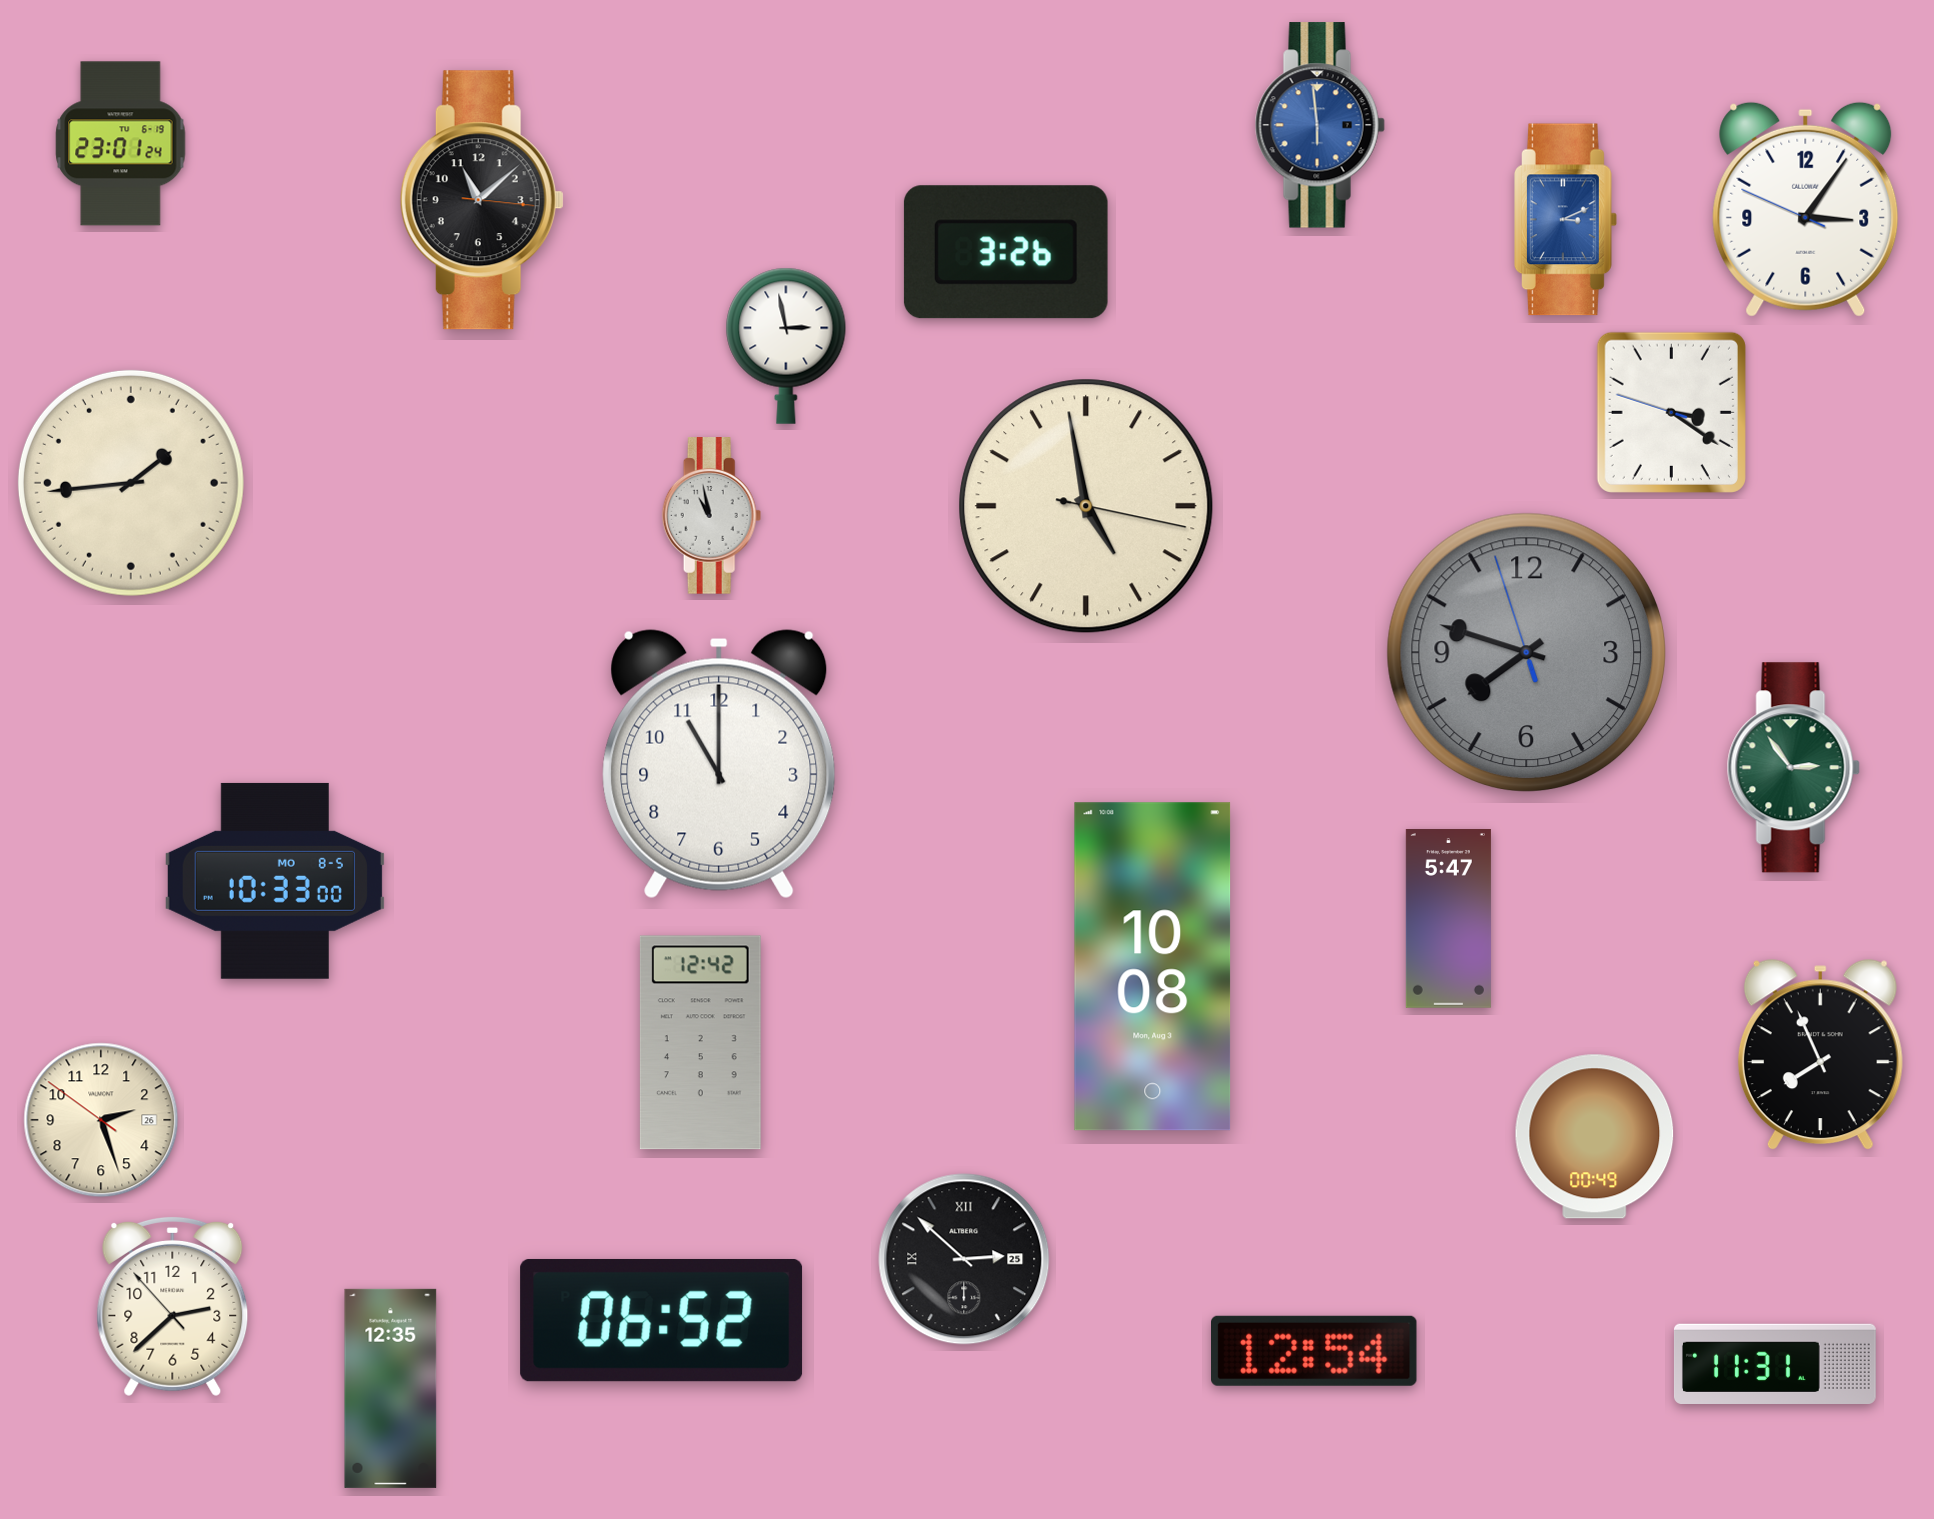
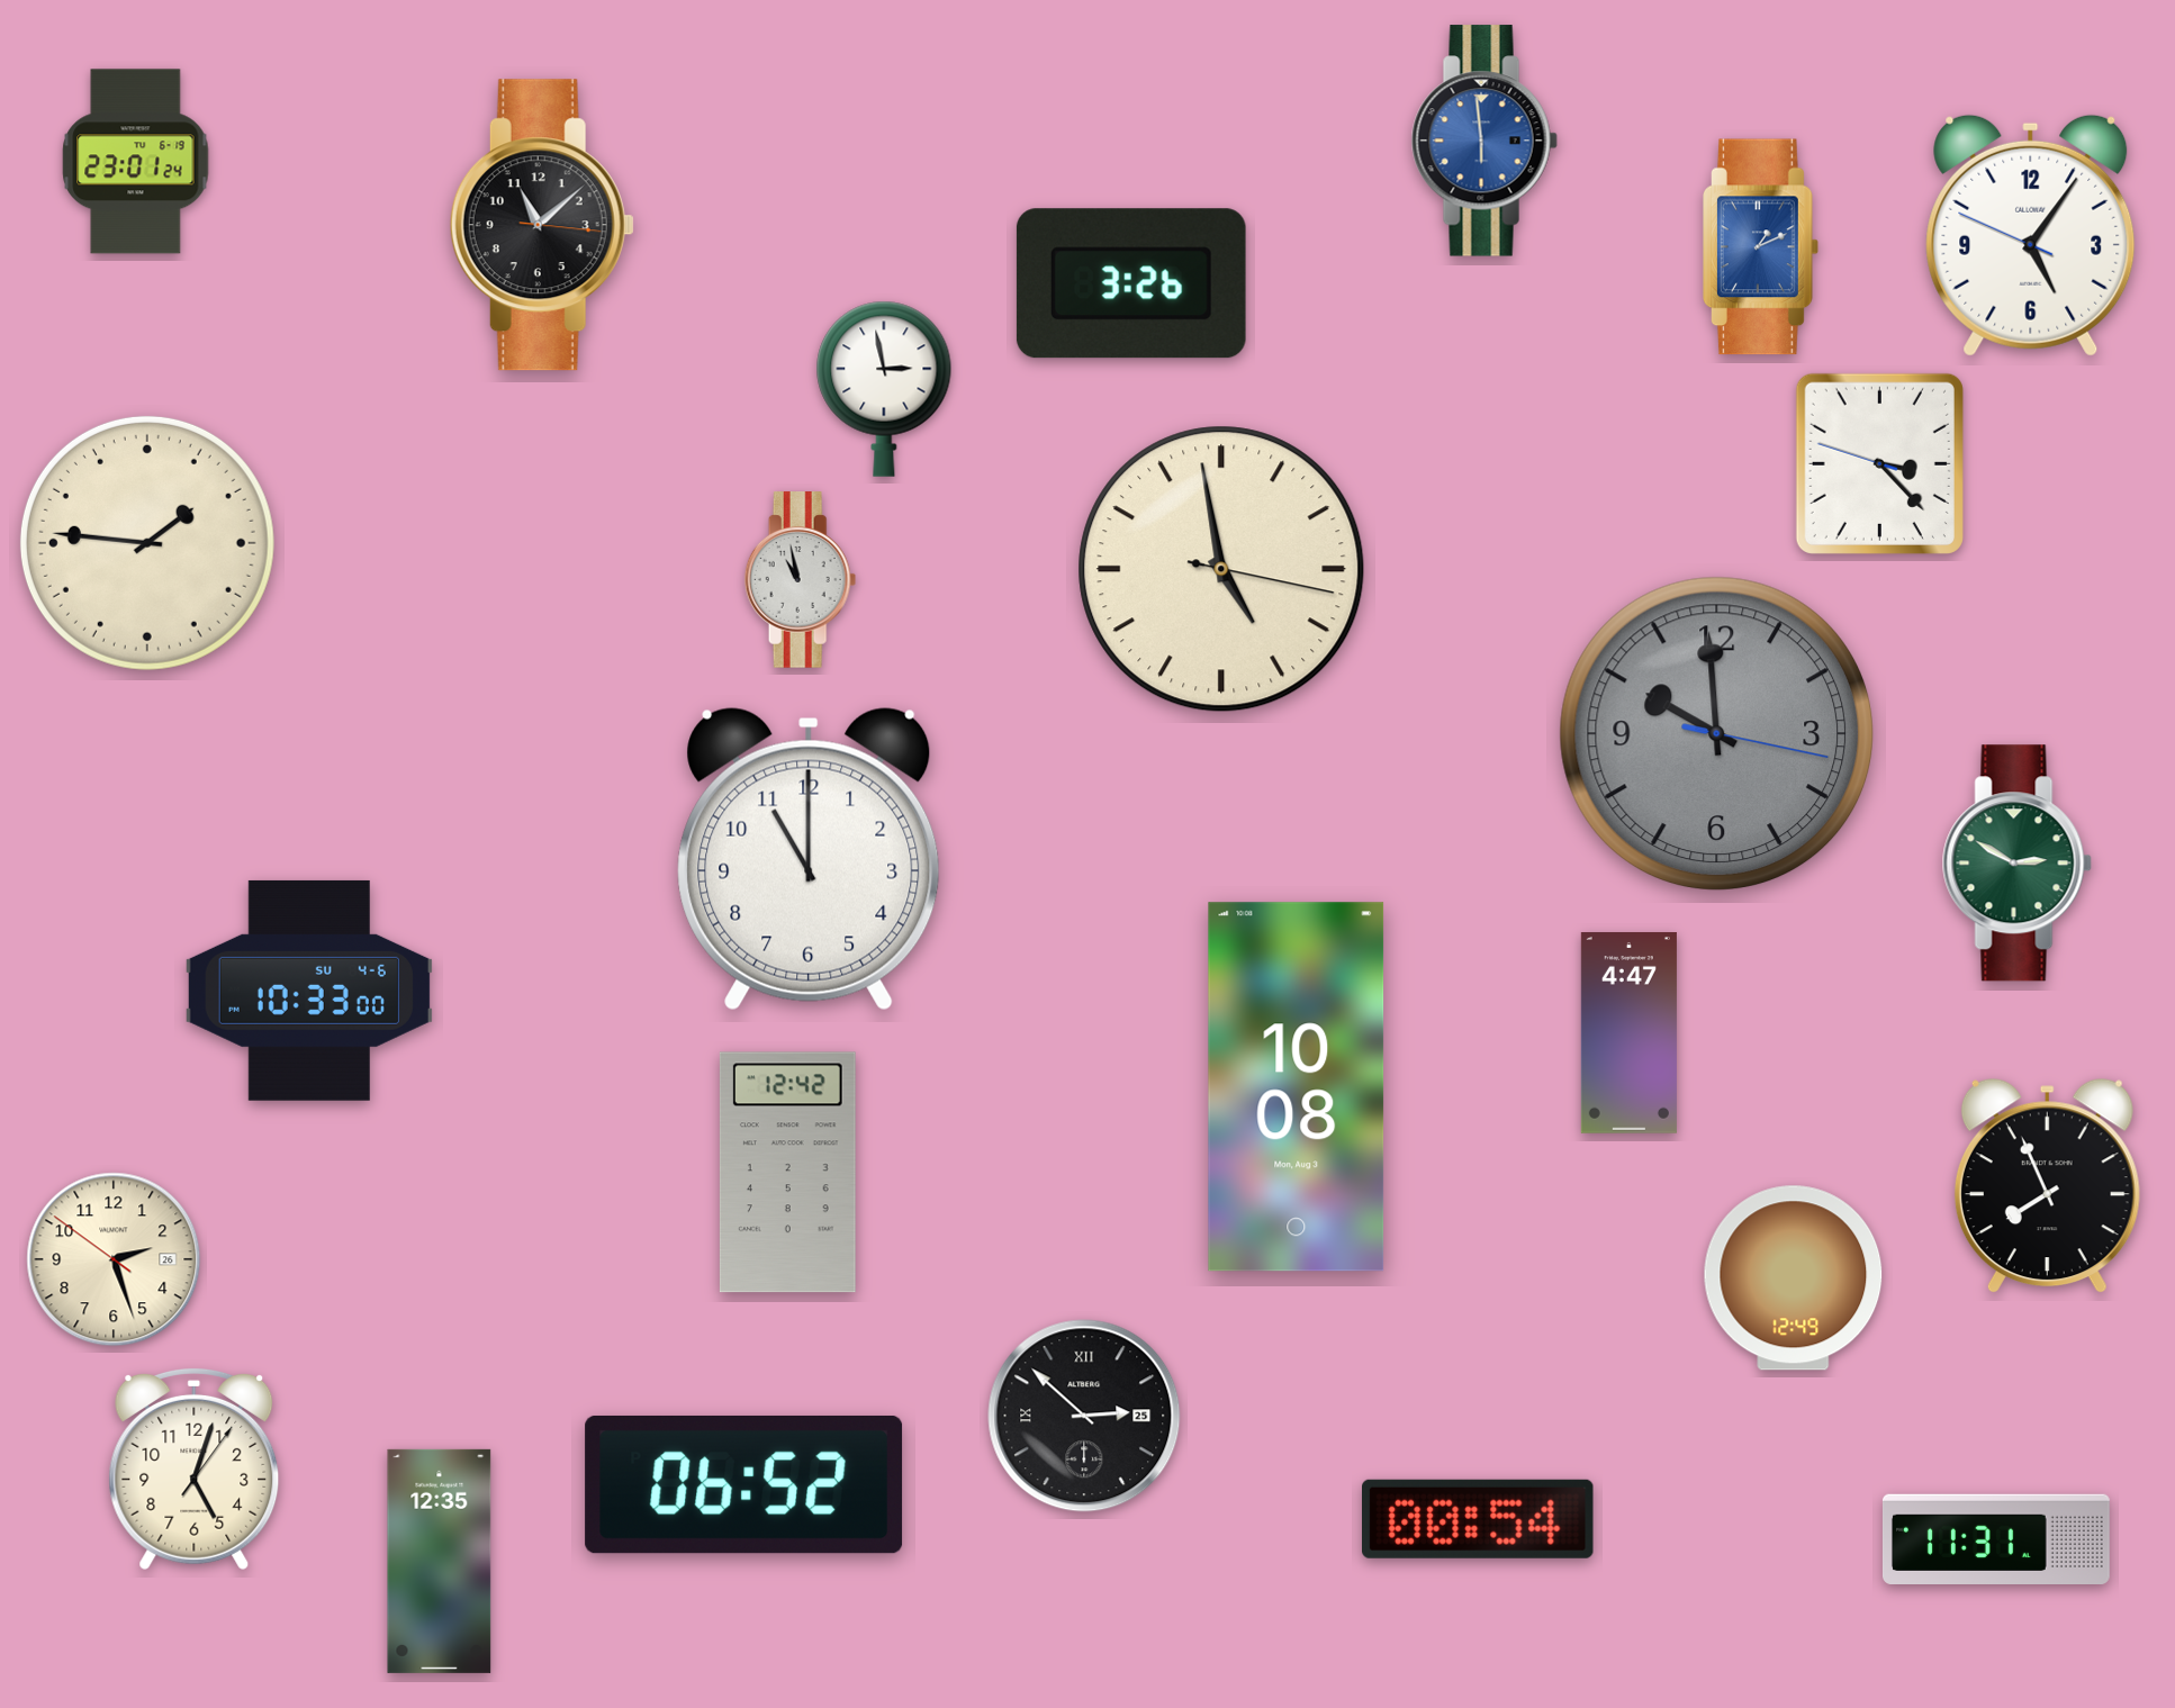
clock at (1806, 209): 3:05 -> 5:05
clock at (1565, 220): 3:11 -> 1:11
clock at (1671, 412): 3:20 -> 3:22
clock at (131, 483): 1:44 -> 1:46
clock at (1526, 652): 7:47 -> 9:59
clock at (1793, 768): 2:54 -> 2:50
clock at (275, 881) date: MO 8-5 -> SU 4-6
clock at (1448, 919): 5:47 -> 4:47
clock at (1595, 1137): 00:49 -> 12:49
clock at (173, 1306): 2:37 -> 5:03
clock at (1315, 1351): 12:54 -> 00:54
clock at (1775, 1363) position: (1775, 1363) -> (1996, 1538)
